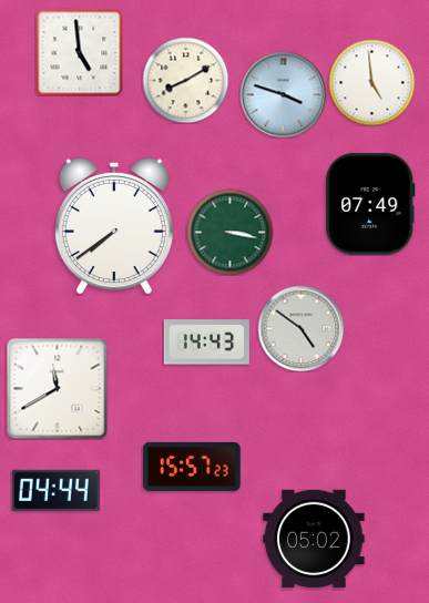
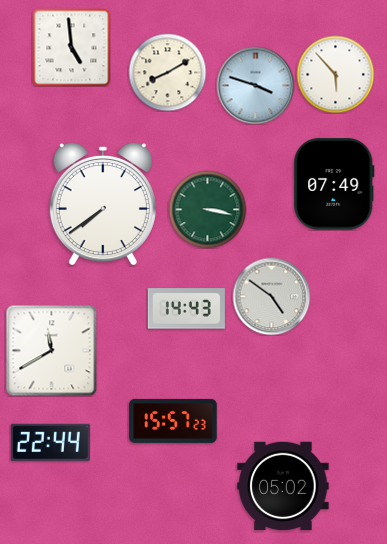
clock at (371, 82): 4:59 -> 5:53
clock at (55, 490): 04:44 -> 22:44
